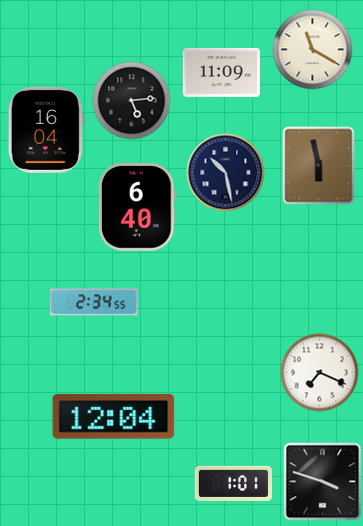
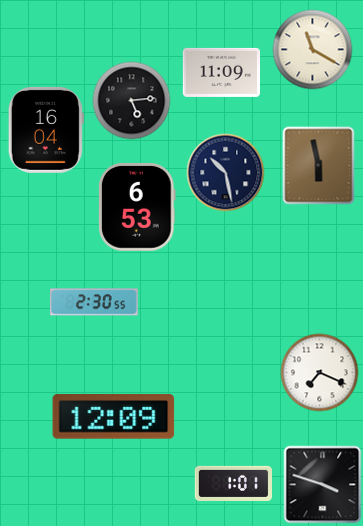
clock at (138, 208): 6:40 -> 6:53
clock at (95, 302): 2:34 -> 2:30
clock at (114, 417): 12:04 -> 12:09
clock at (322, 481) position: (322, 481) -> (322, 484)
